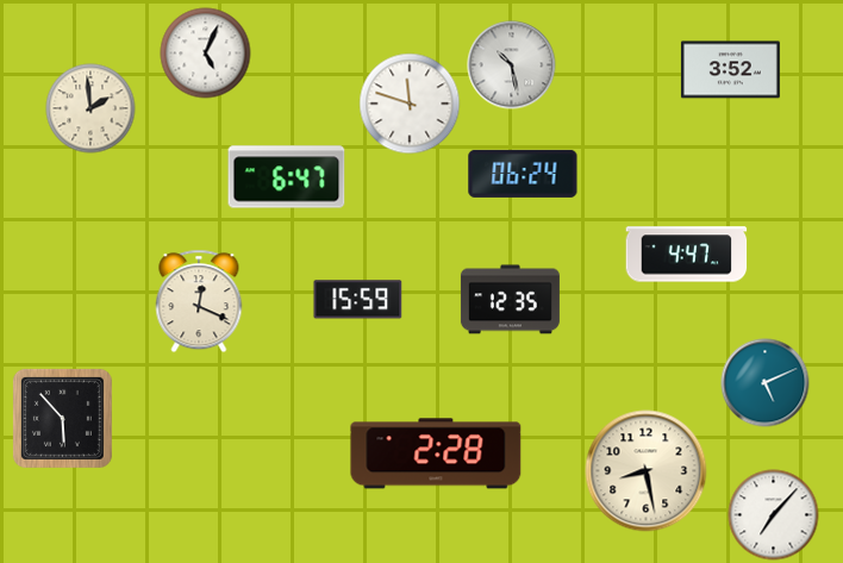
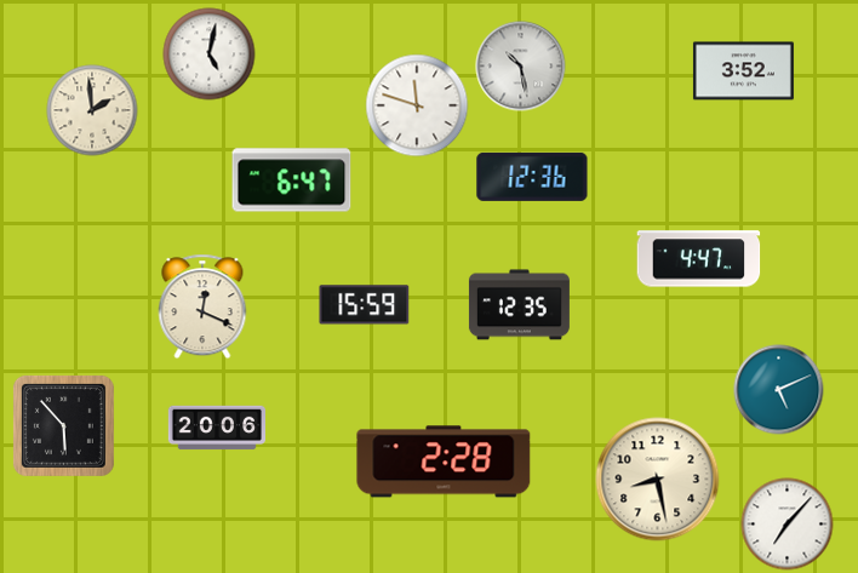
clock at (206, 54): 5:04 -> 5:02
clock at (523, 174): 06:24 -> 12:36
clock at (216, 428): none -> 20:06
